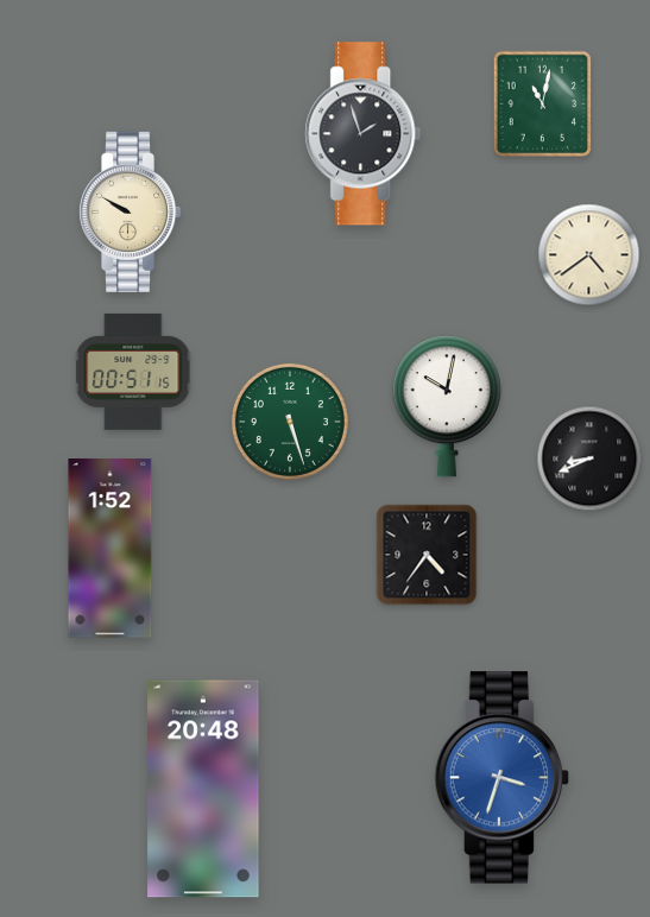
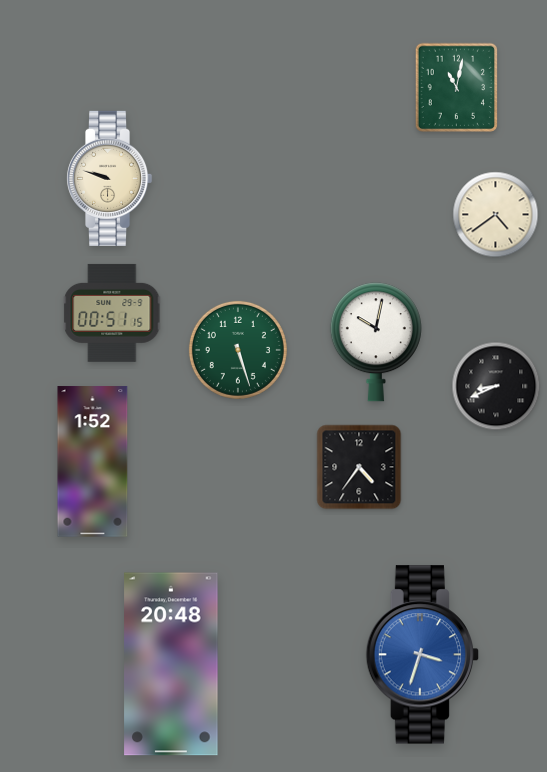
clock at (364, 134): 1:57 -> none
clock at (130, 211): 9:50 -> 9:48
clock at (290, 422) position: (290, 422) -> (238, 350)
